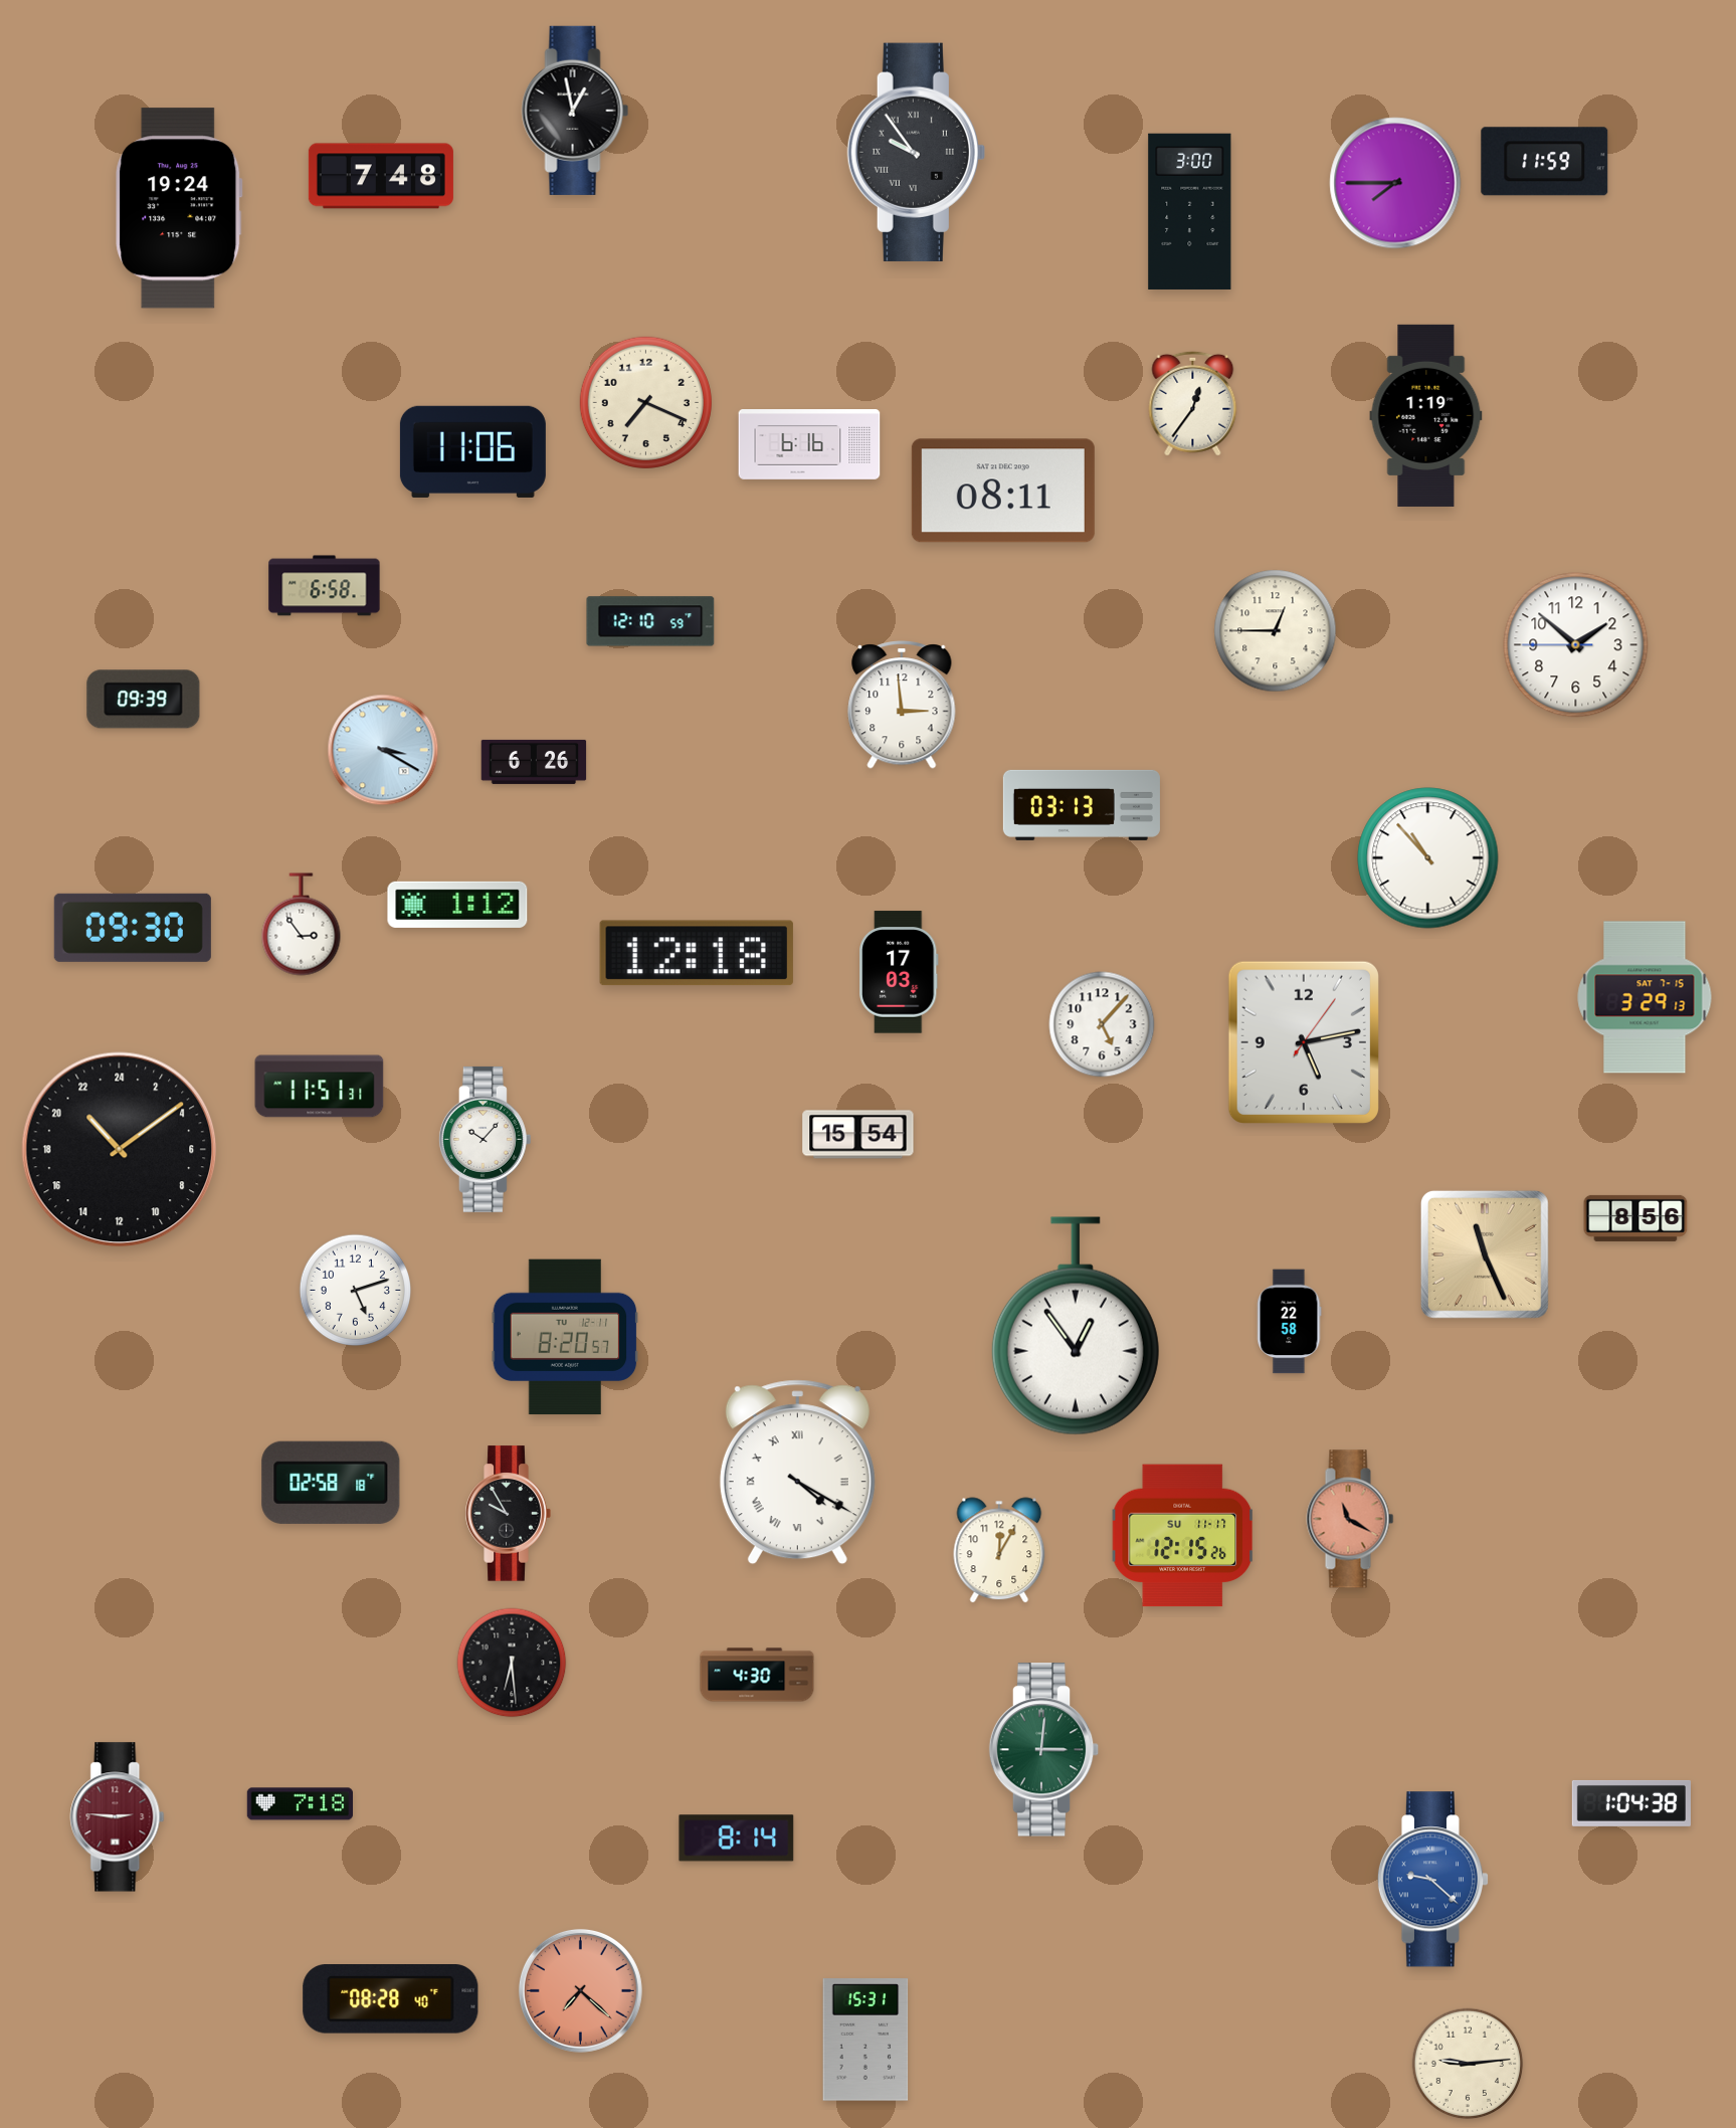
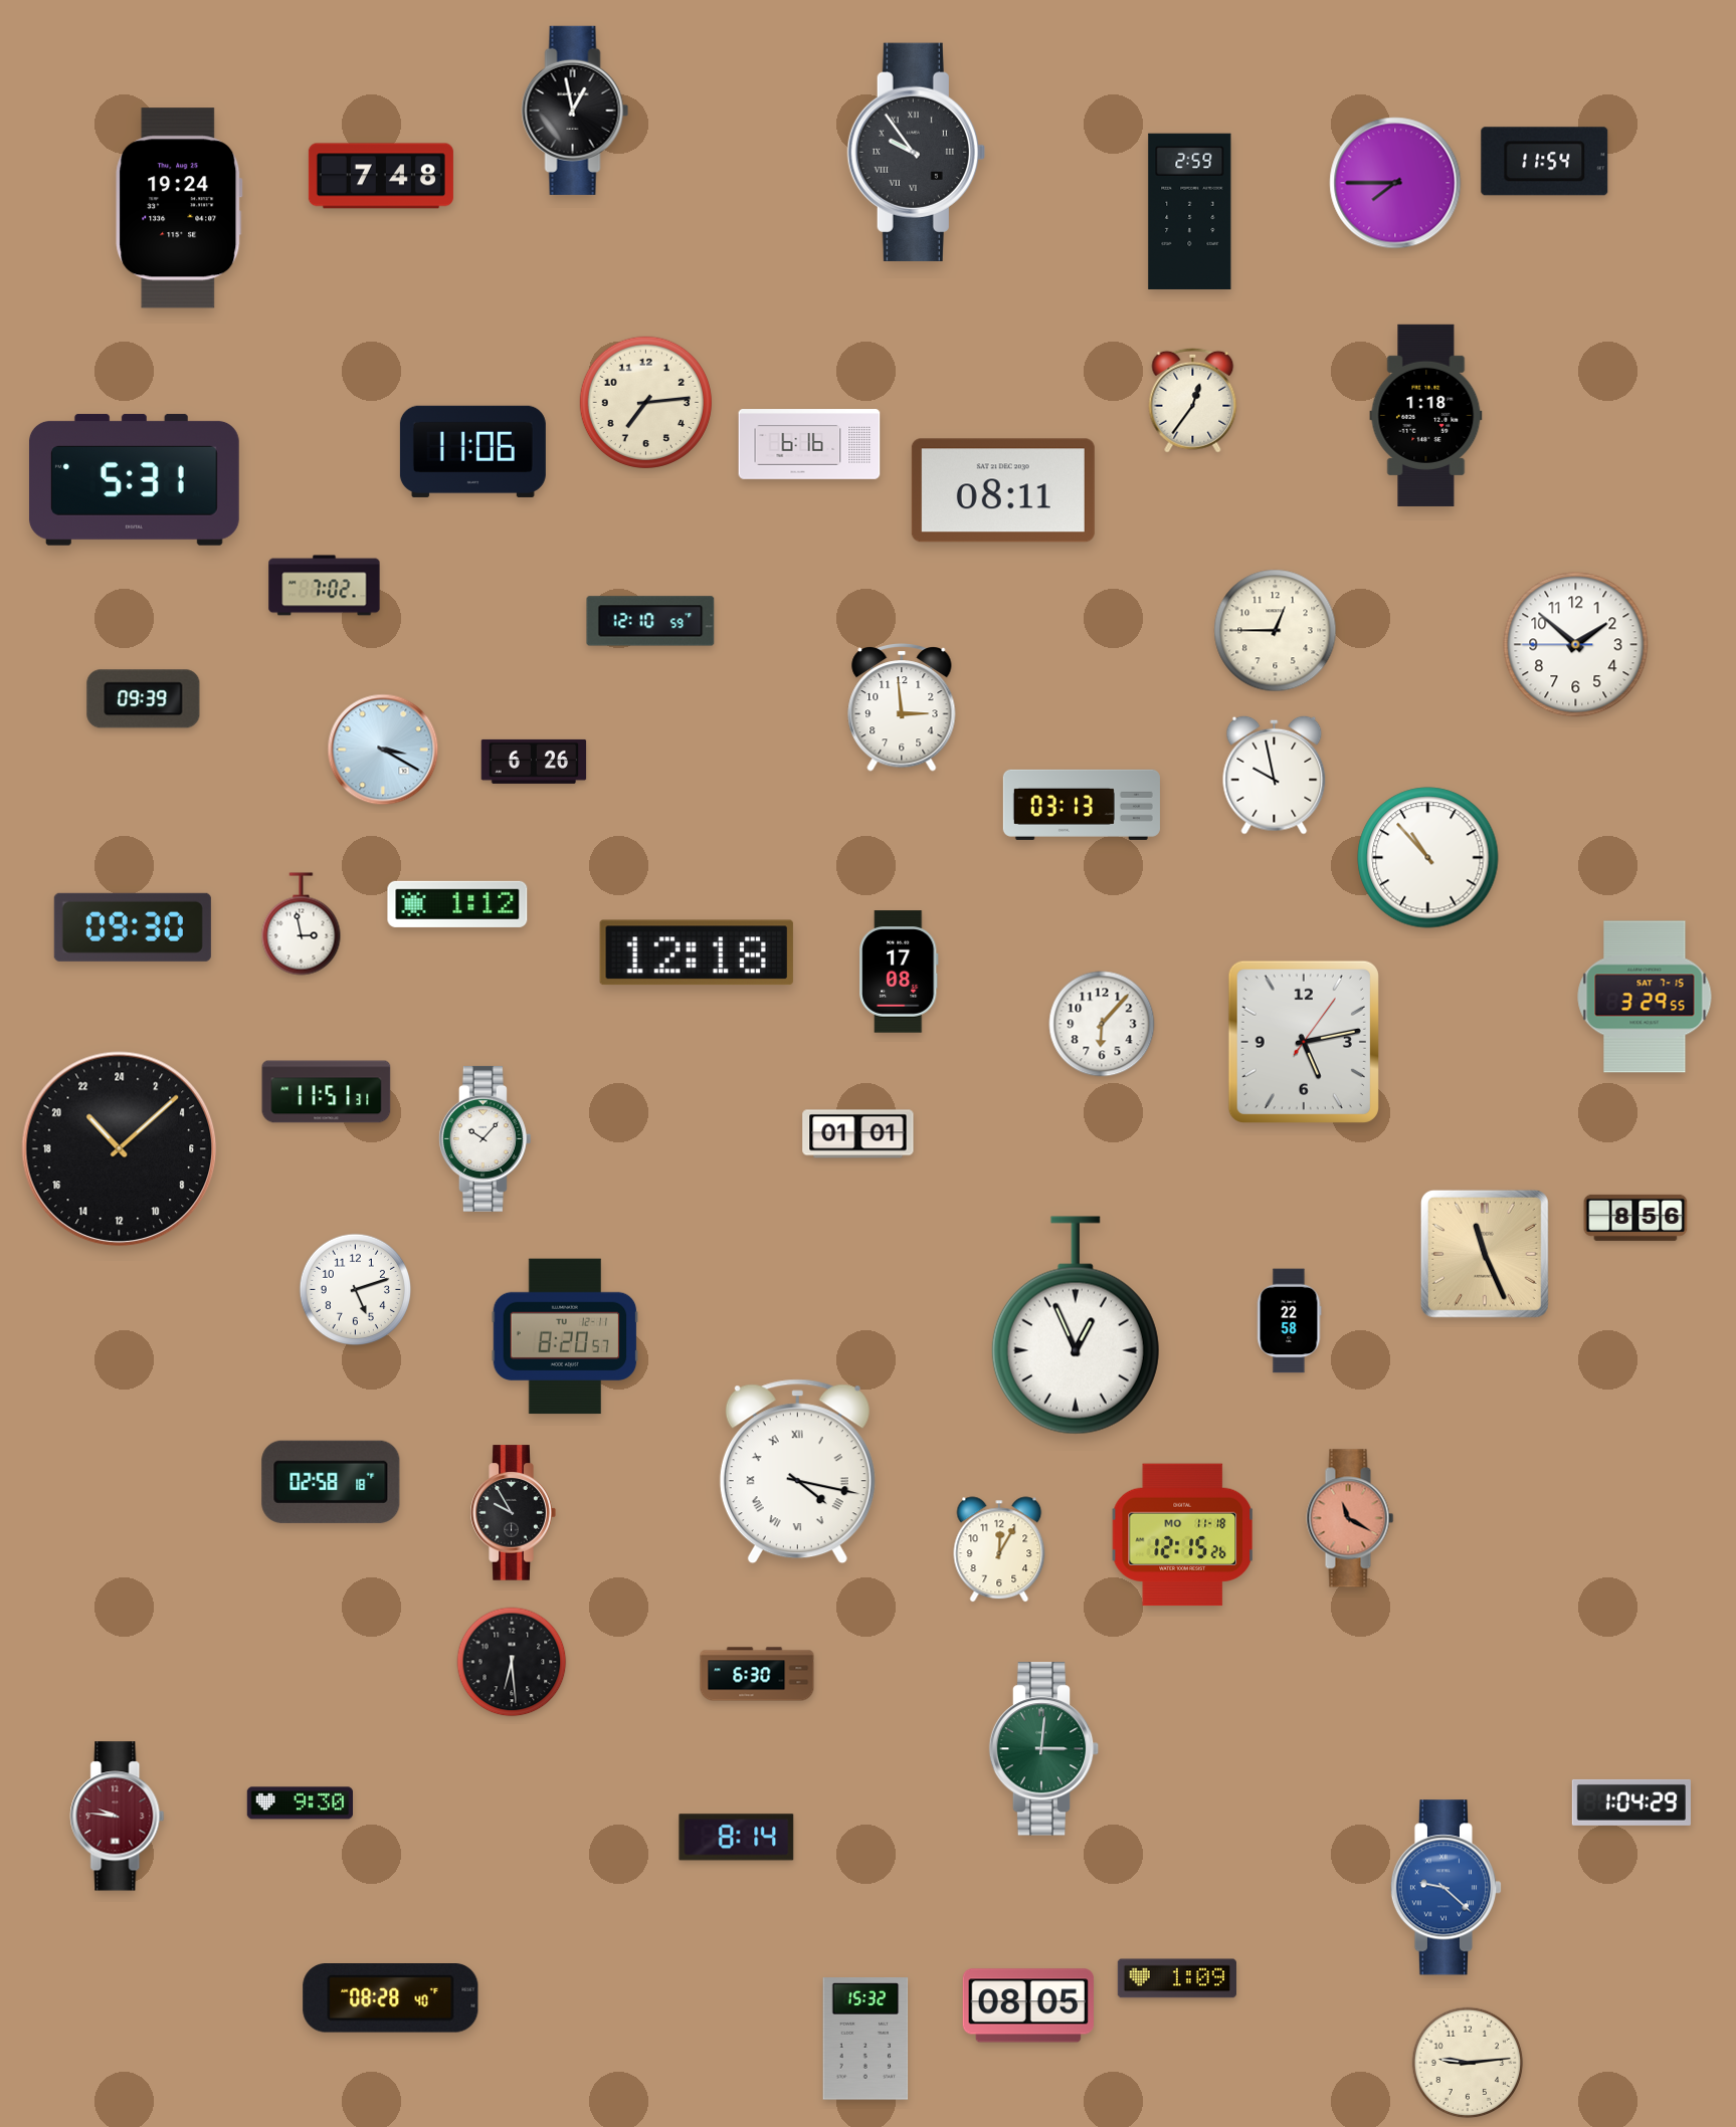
clock at (1545, 162): 11:59 -> 11:54
clock at (1190, 211): 3:00 -> 2:59
clock at (645, 402): 7:19 -> 7:14
clock at (1193, 403) position: (1193, 403) -> (1193, 400)
clock at (1426, 415): 1:19 -> 1:18
clock at (134, 479): none -> 5:31
clock at (325, 586): 6:58 -> 7:02
clock at (902, 706) position: (902, 706) -> (902, 708)
clock at (1275, 775): none -> 9:58
clock at (302, 925): 2:54 -> 2:58
clock at (899, 972): 17:03 -> 17:08
clock at (1645, 997): 3:29:13 -> 3:29:55
clock at (1102, 1024): 5:07 -> 6:07
clock at (320, 1087) position: (320, 1087) -> (327, 1092)
clock at (858, 1135): 15:54 -> 01:01
clock at (120, 1150): 21:09 -> 21:08
clock at (1076, 1326): 12:54 -> 12:56
clock at (797, 1473): 4:20 -> 4:17
clock at (508, 1514) position: (508, 1514) -> (513, 1513)
clock at (1182, 1536) date: SU 11-17 -> MO 11-18
clock at (757, 1675): 4:30 -> 6:30
clock at (1631, 1803): 1:04:38 -> 1:04:29
clock at (300, 1804): 7:18 -> 9:30
clock at (118, 1817): 2:46 -> 9:46
clock at (1433, 1880) position: (1433, 1880) -> (1446, 1888)
clock at (1177, 1978): none -> 1:09
clock at (580, 1990): 7:22 -> none
clock at (1028, 2005): none -> 08:05
clock at (865, 2040): 15:31 -> 15:32
